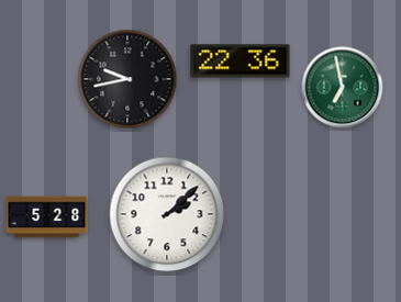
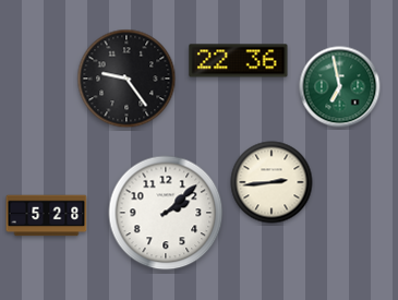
clock at (127, 79): 9:43 -> 9:24
clock at (272, 182): none -> 2:44
